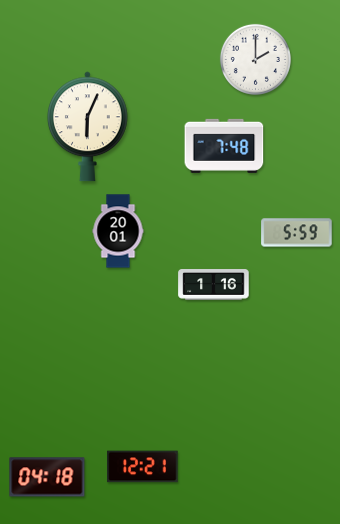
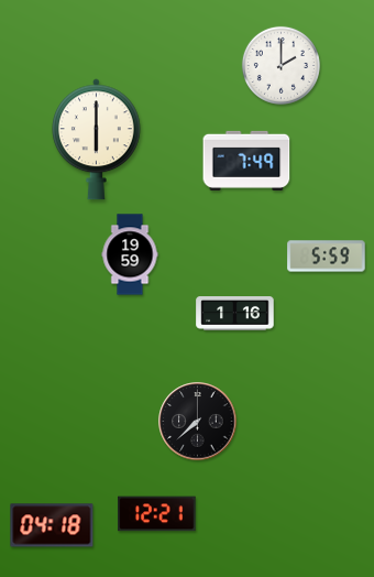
clock at (87, 127): 6:04 -> 6:00
clock at (224, 146): 7:48 -> 7:49
clock at (118, 231): 20:01 -> 19:59
clock at (198, 422): none -> 7:38
